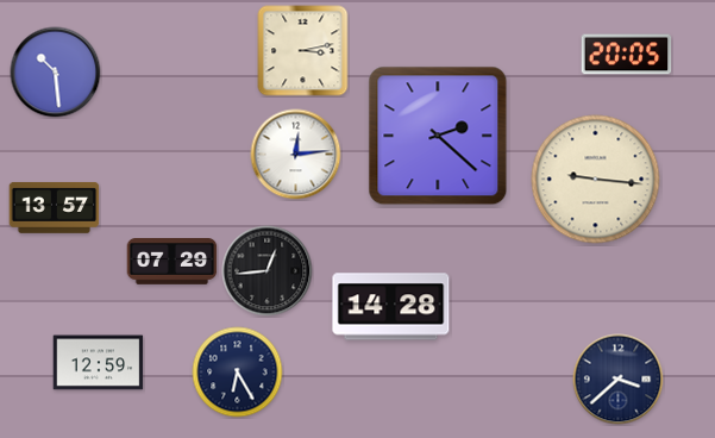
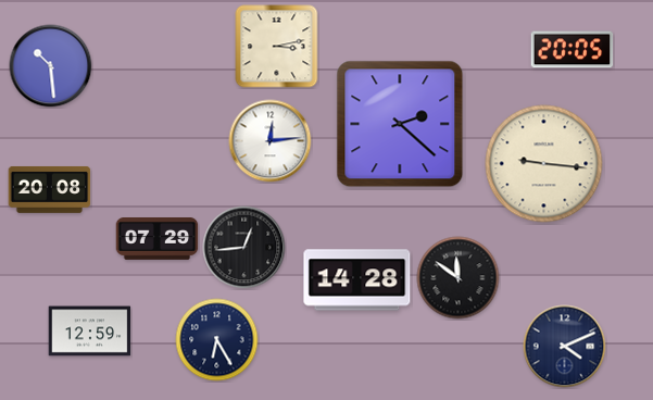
clock at (55, 207): 13:57 -> 20:08
clock at (459, 278): none -> 11:51
clock at (619, 380): 3:38 -> 4:11
